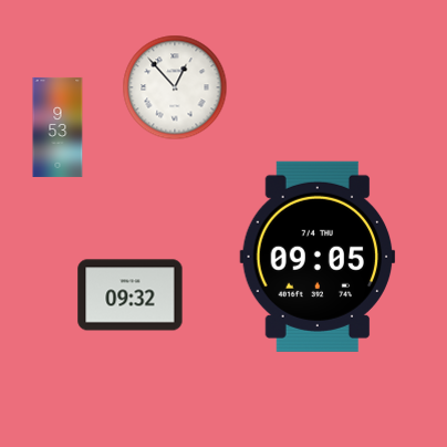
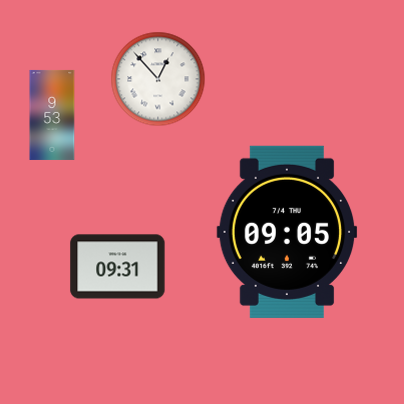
clock at (131, 295): 09:32 -> 09:31
